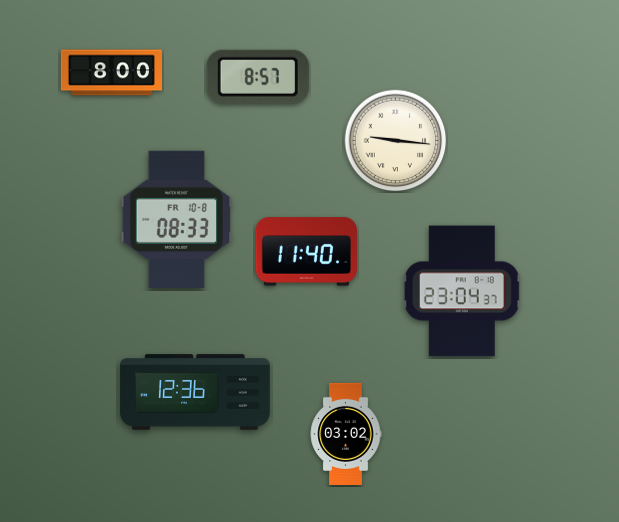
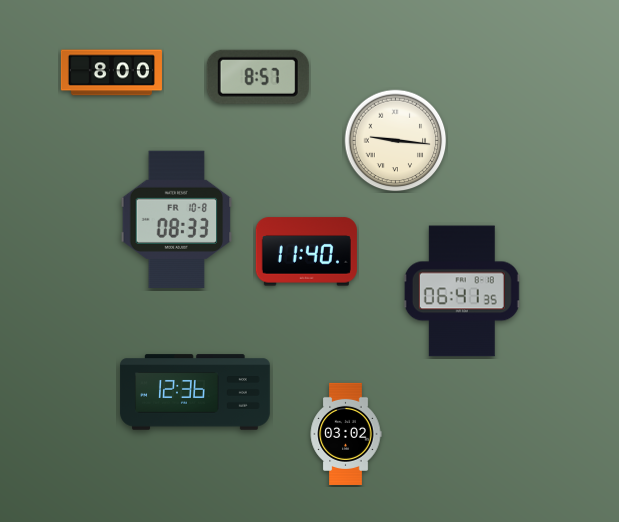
clock at (462, 291): 23:04 -> 06:41
